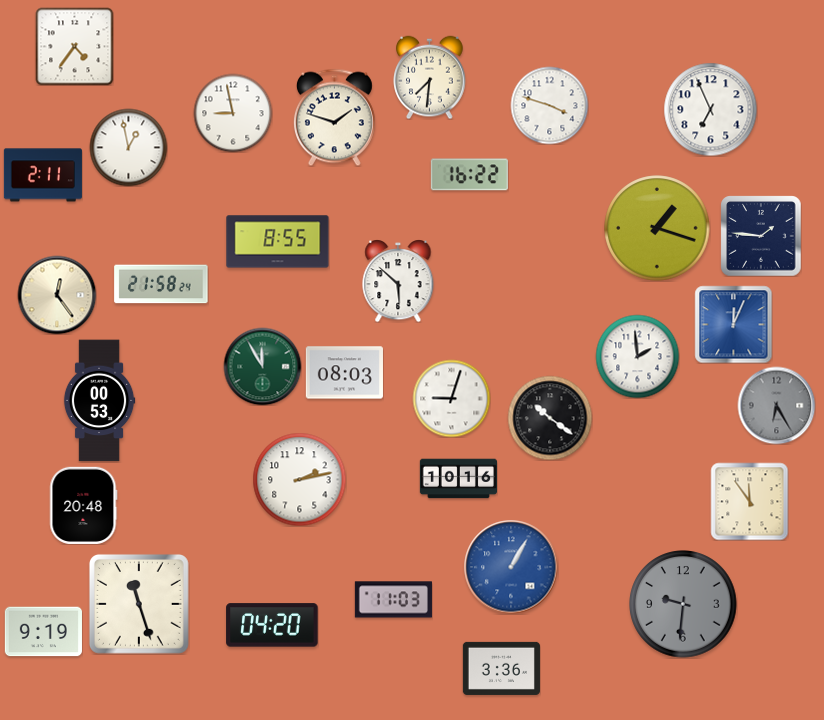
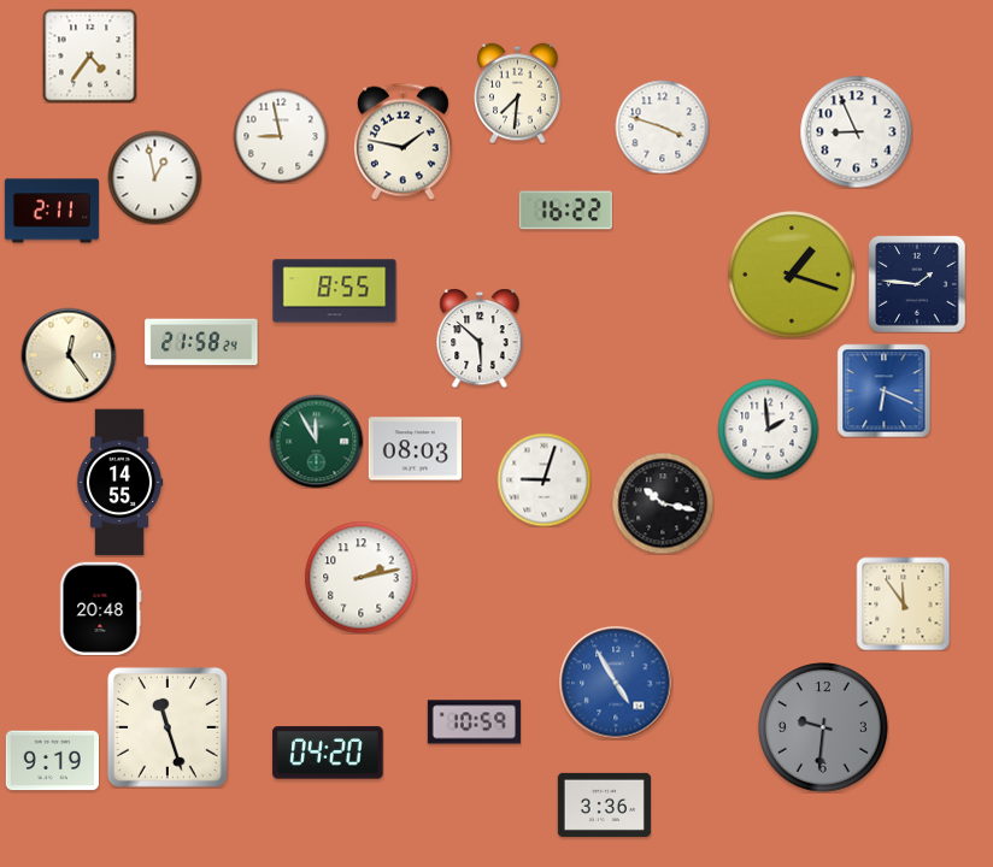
clock at (710, 109): 6:56 -> 8:56
clock at (334, 117): 1:48 -> 1:47
clock at (161, 284) position: (161, 284) -> (201, 342)
clock at (733, 324): 12:04 -> 6:19
clock at (99, 401): 00:53 -> 14:55
clock at (776, 405): 6:25 -> none
clock at (550, 418): 10:21 -> 10:17
clock at (458, 479): 10:16 -> none
clock at (511, 567): 1:05 -> 4:55
clock at (393, 600): 11:03 -> 10:59
